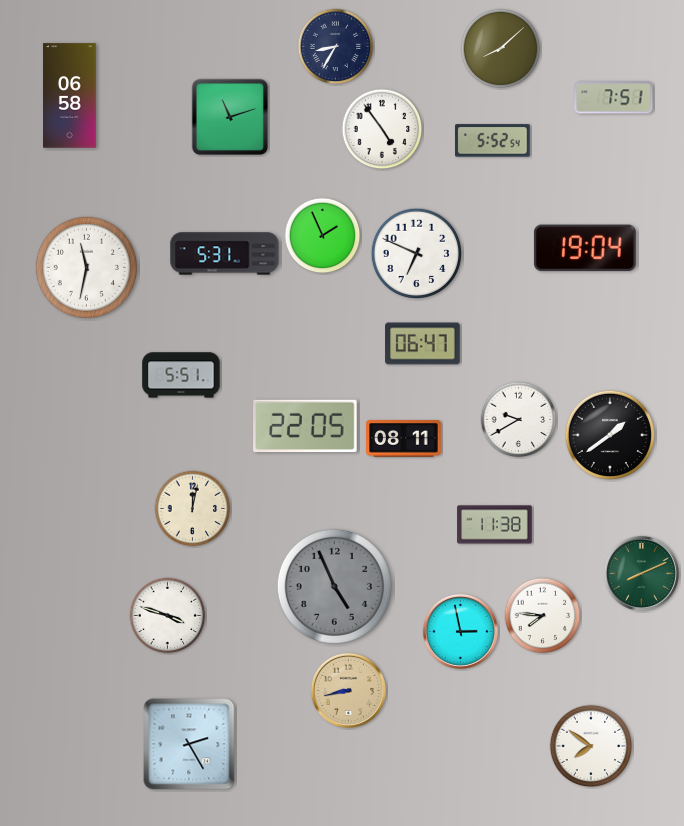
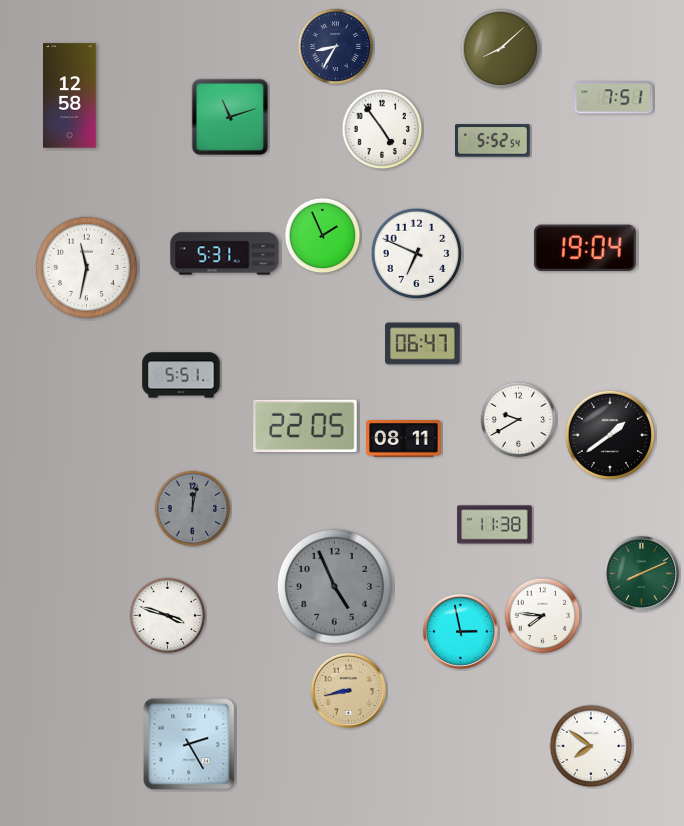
clock at (70, 96): 06:58 -> 12:58
clock at (193, 509) dial: cream -> grey
